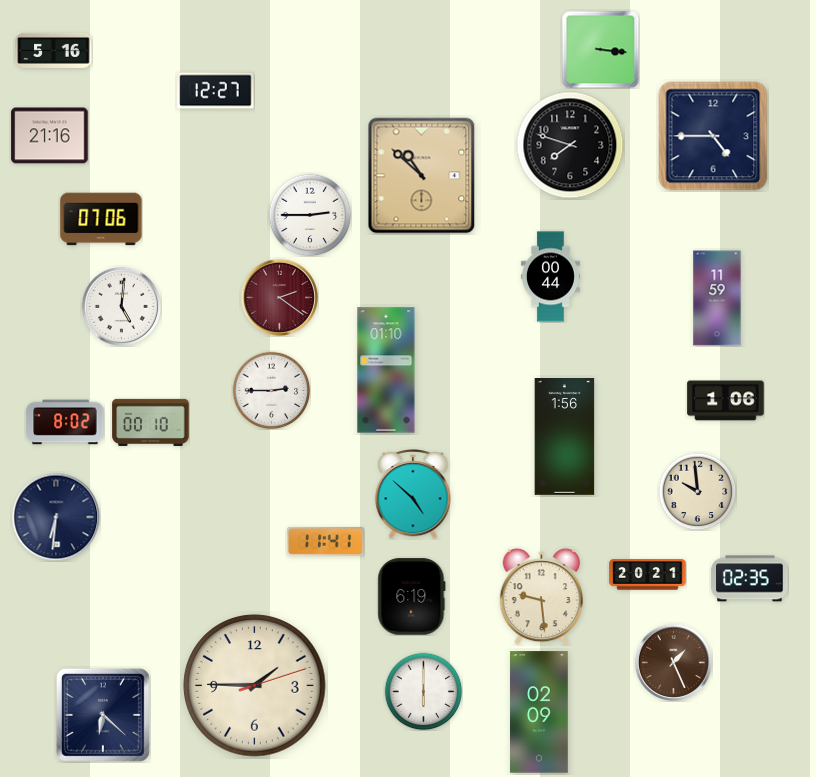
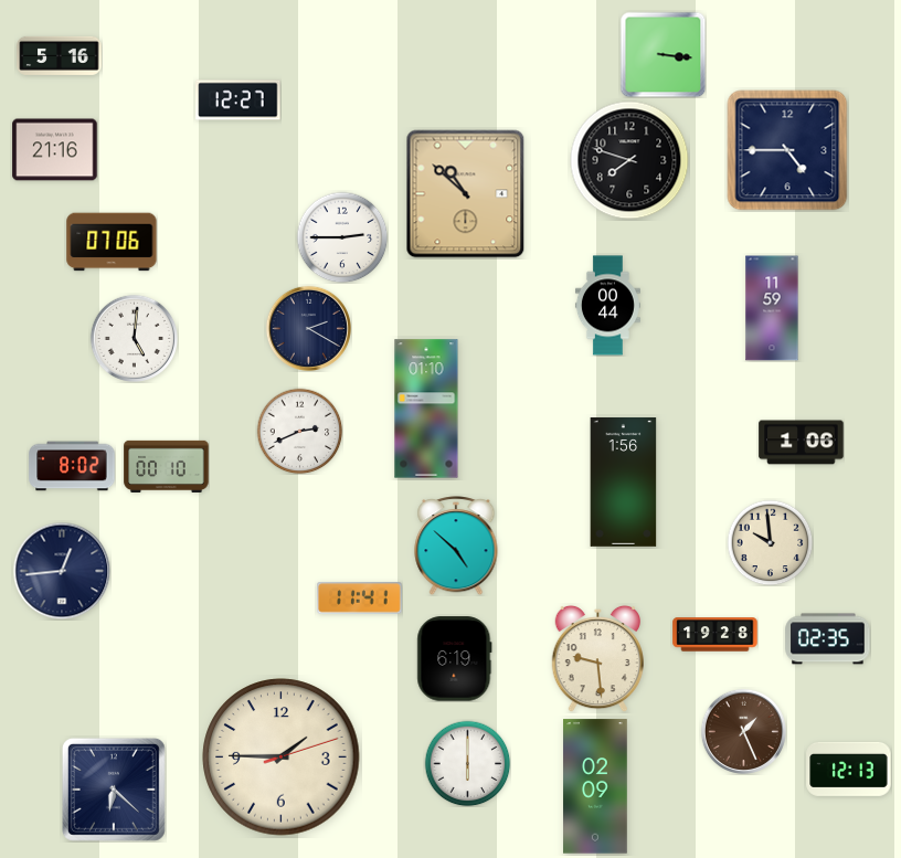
clock at (279, 297): 2:21 -> 2:20
clock at (279, 297) dial: burgundy -> navy
clock at (717, 298) position: (717, 298) -> (772, 308)
clock at (271, 390): 2:45 -> 2:41
clock at (56, 517): 6:31 -> 12:44
clock at (648, 575): 20:21 -> 19:28
clock at (849, 769): none -> 12:13
